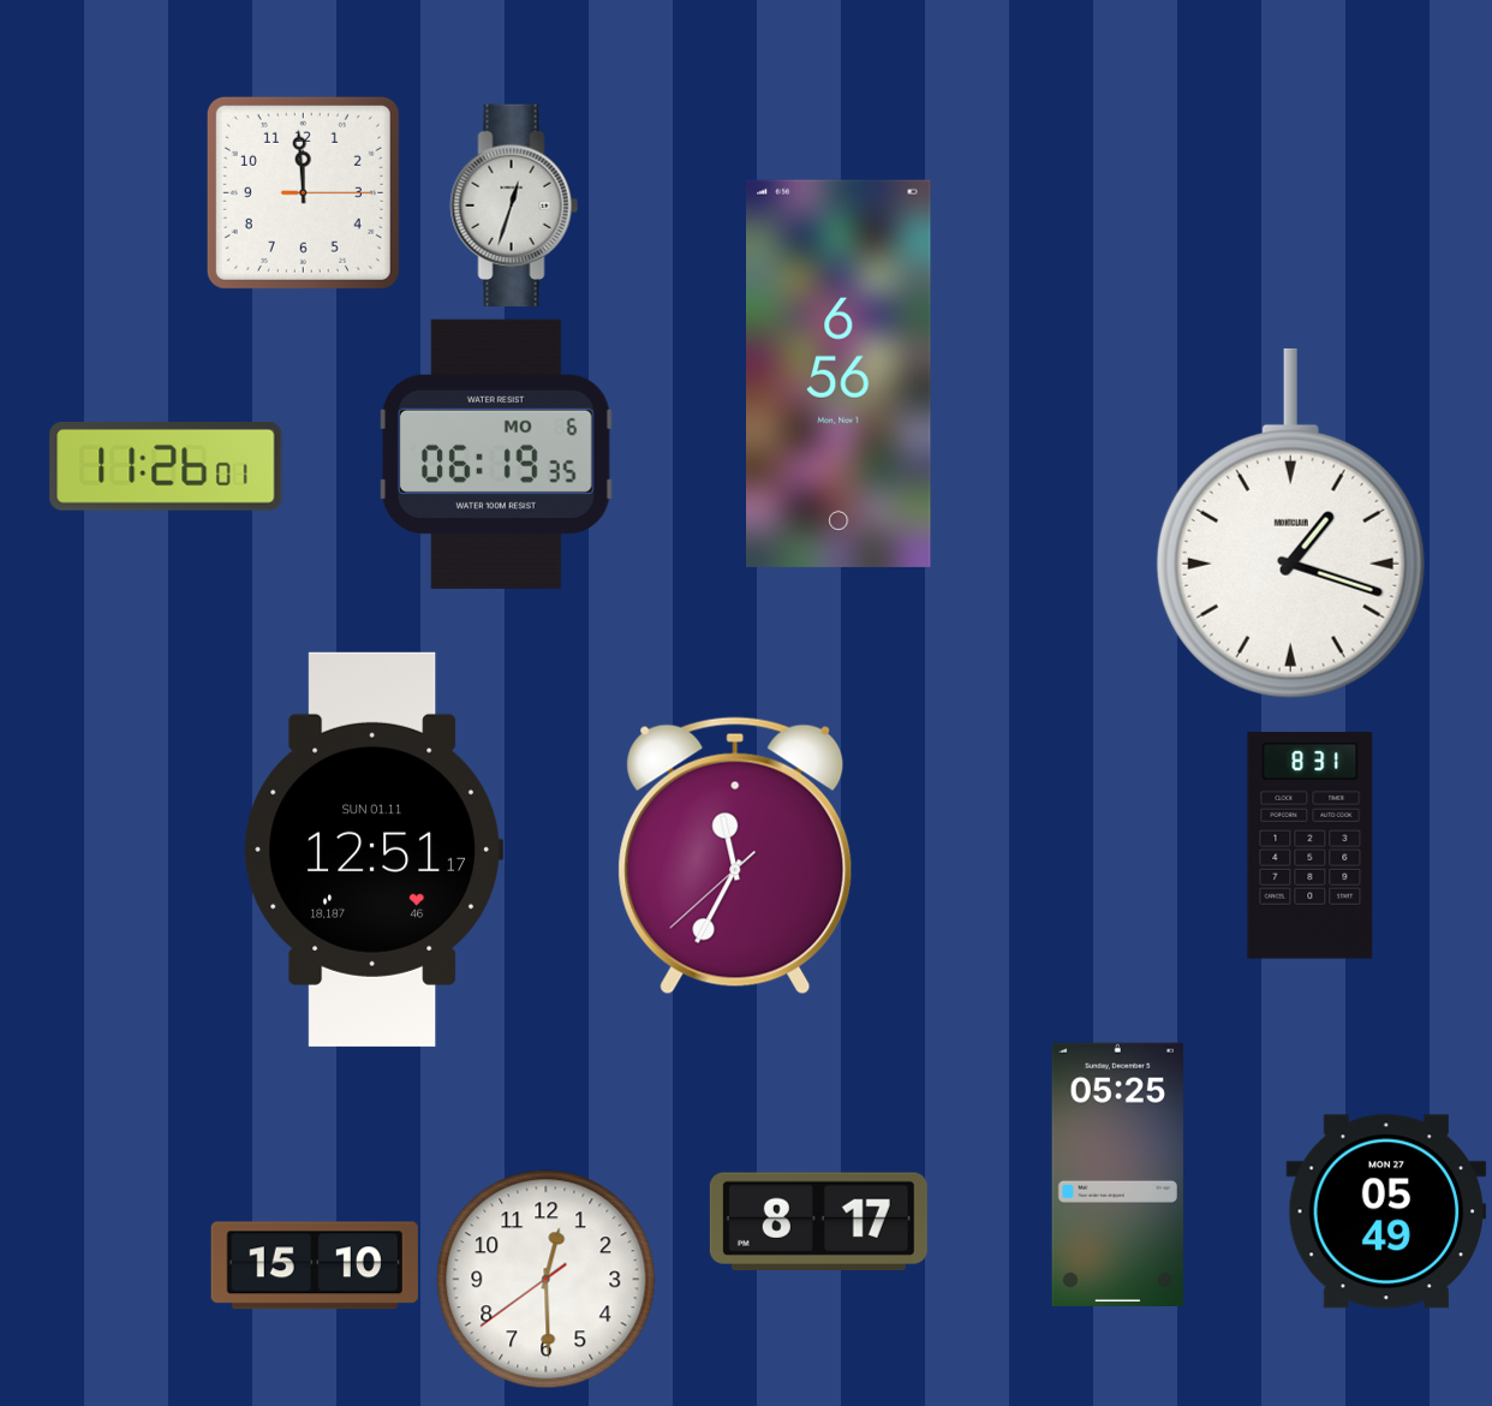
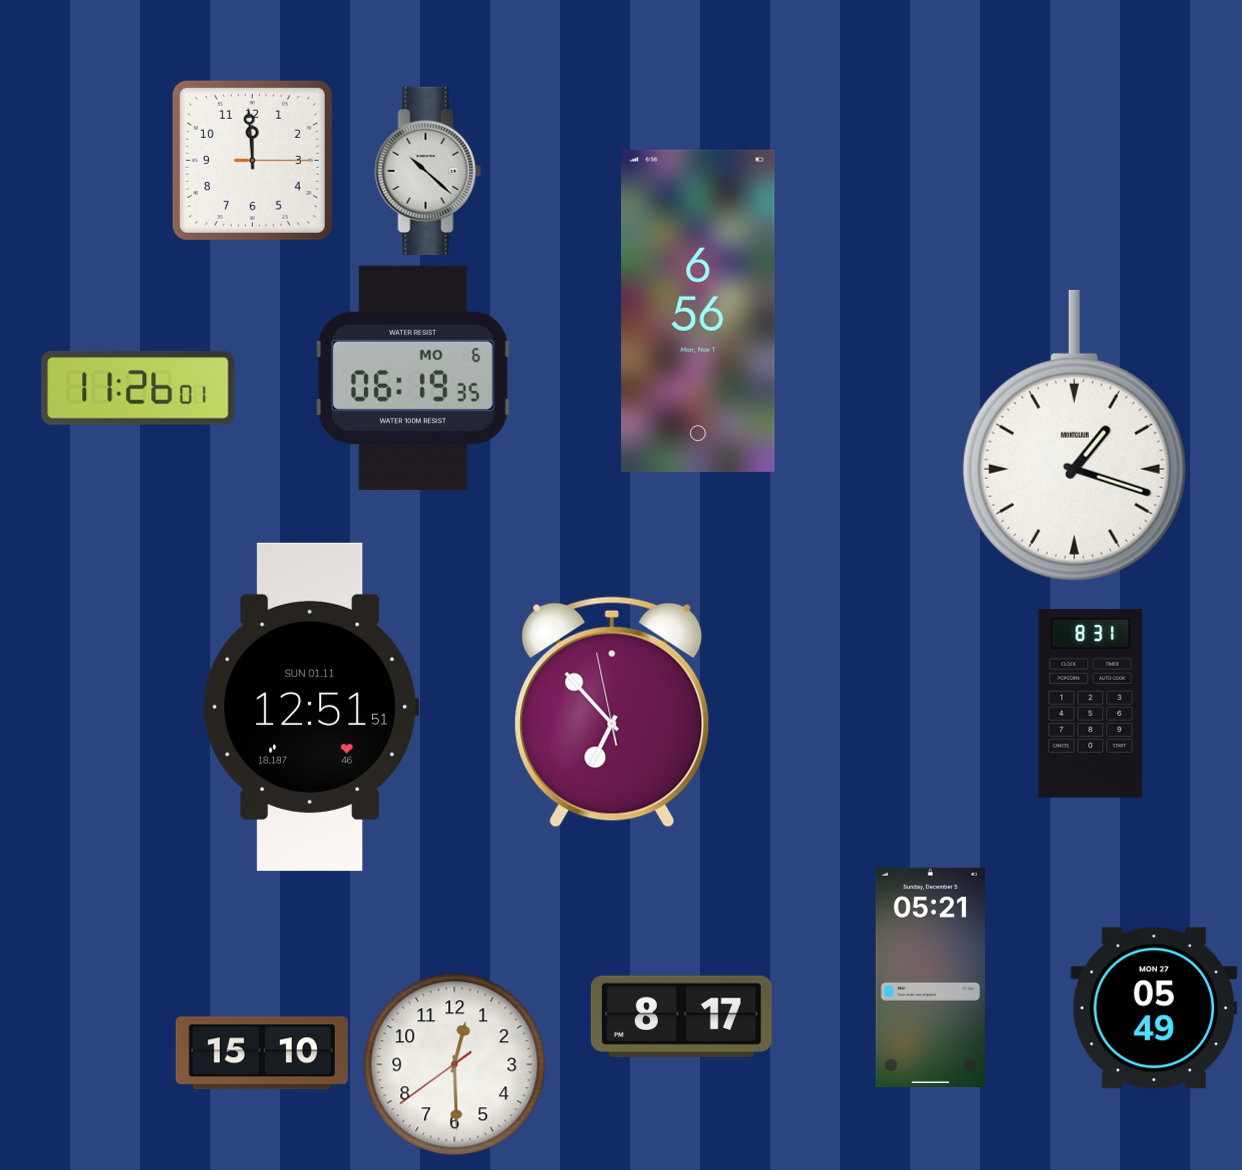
clock at (514, 205): 12:33 -> 10:22
clock at (374, 850): 12:51:17 -> 12:51:51
clock at (735, 856): 11:34 -> 6:52
clock at (1117, 1174): 05:25 -> 05:21
